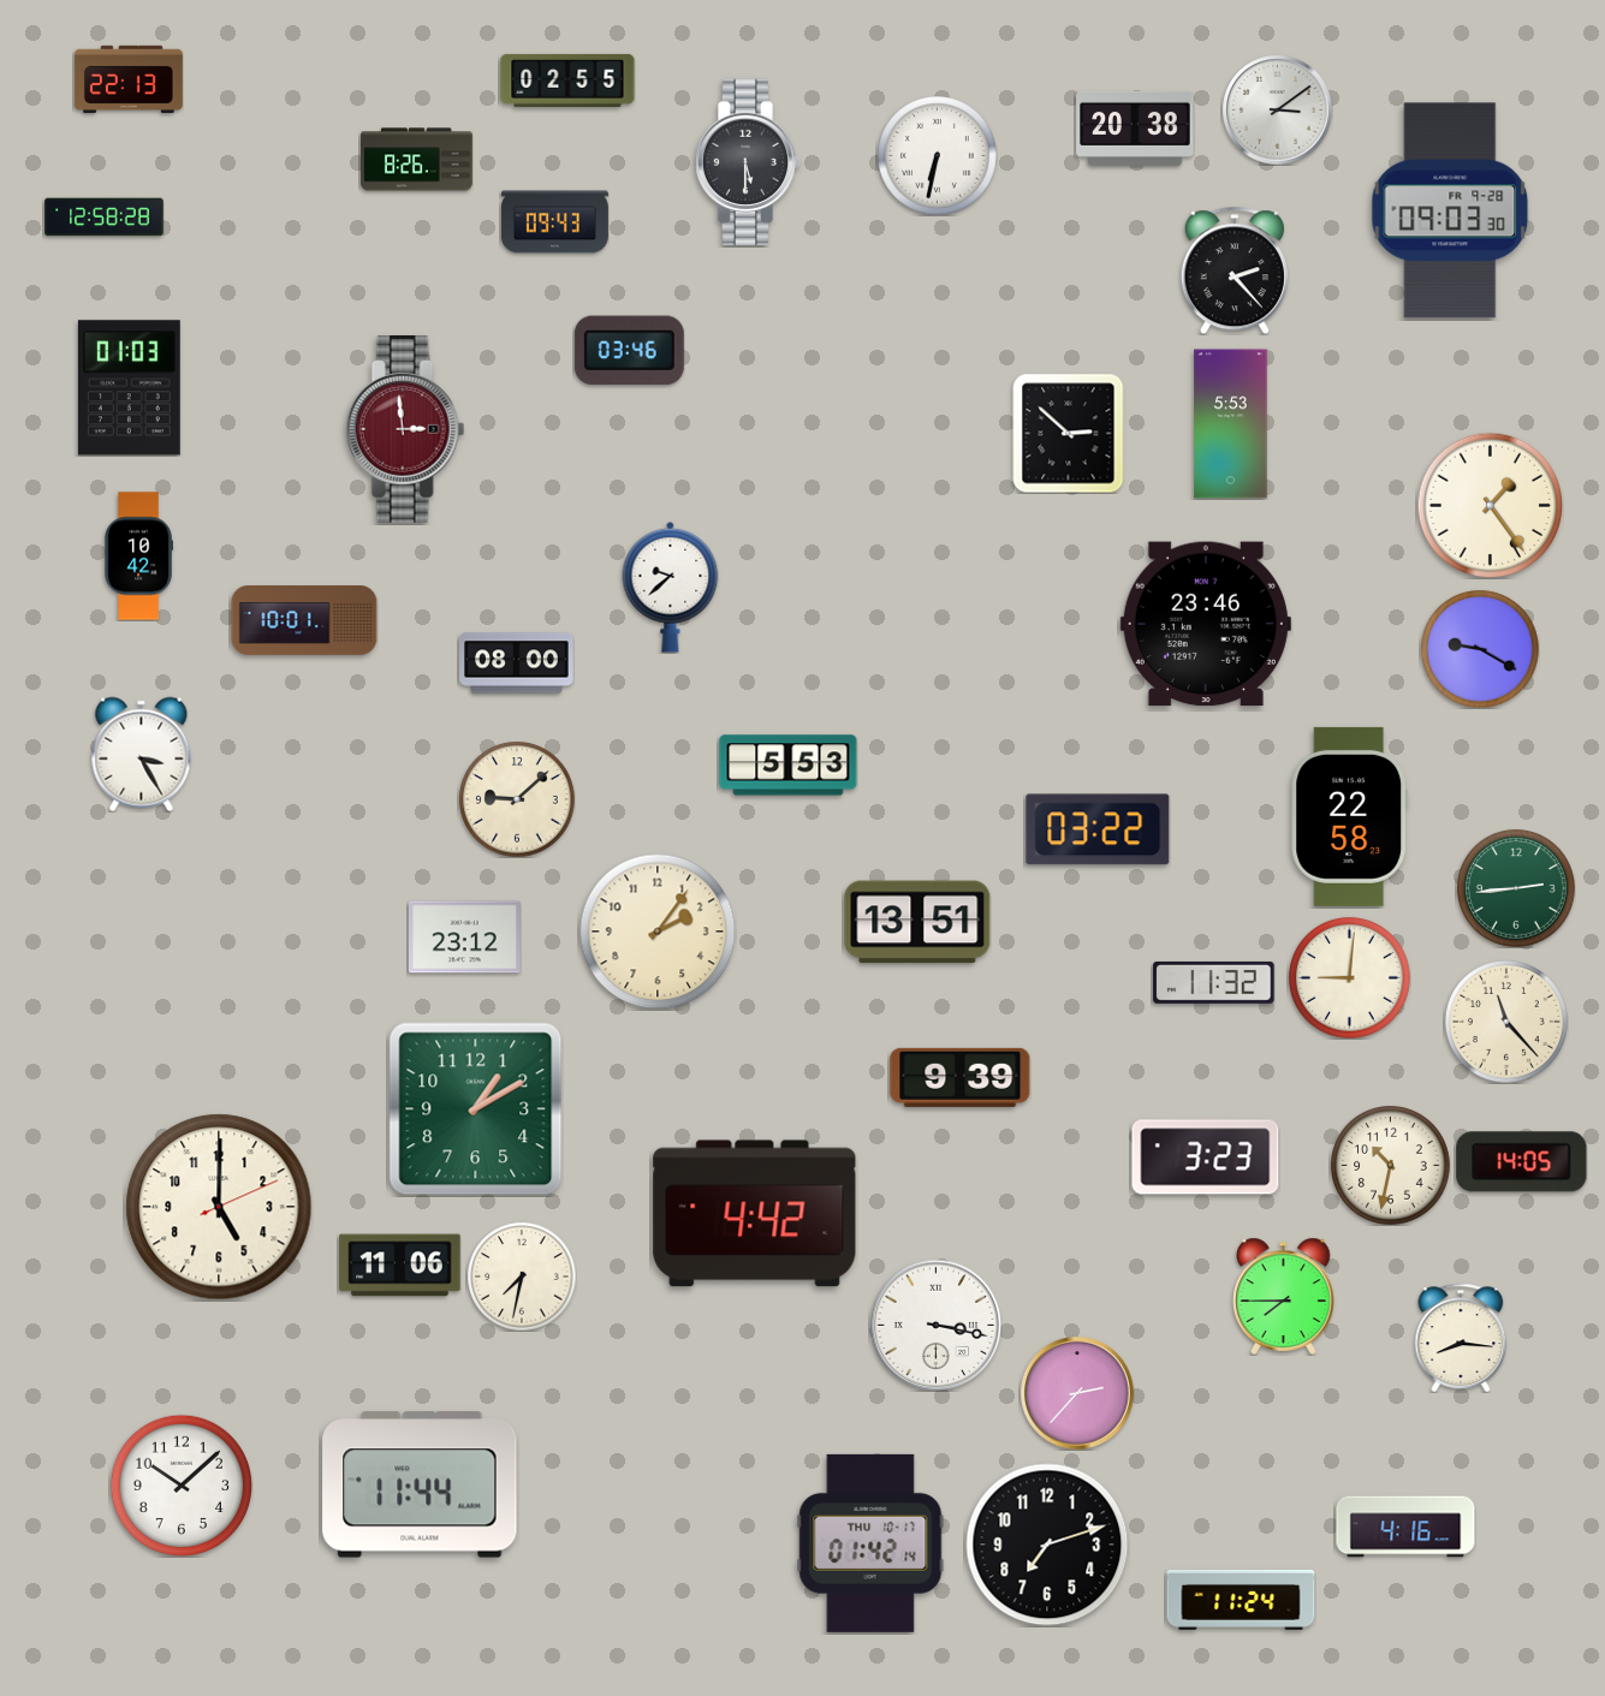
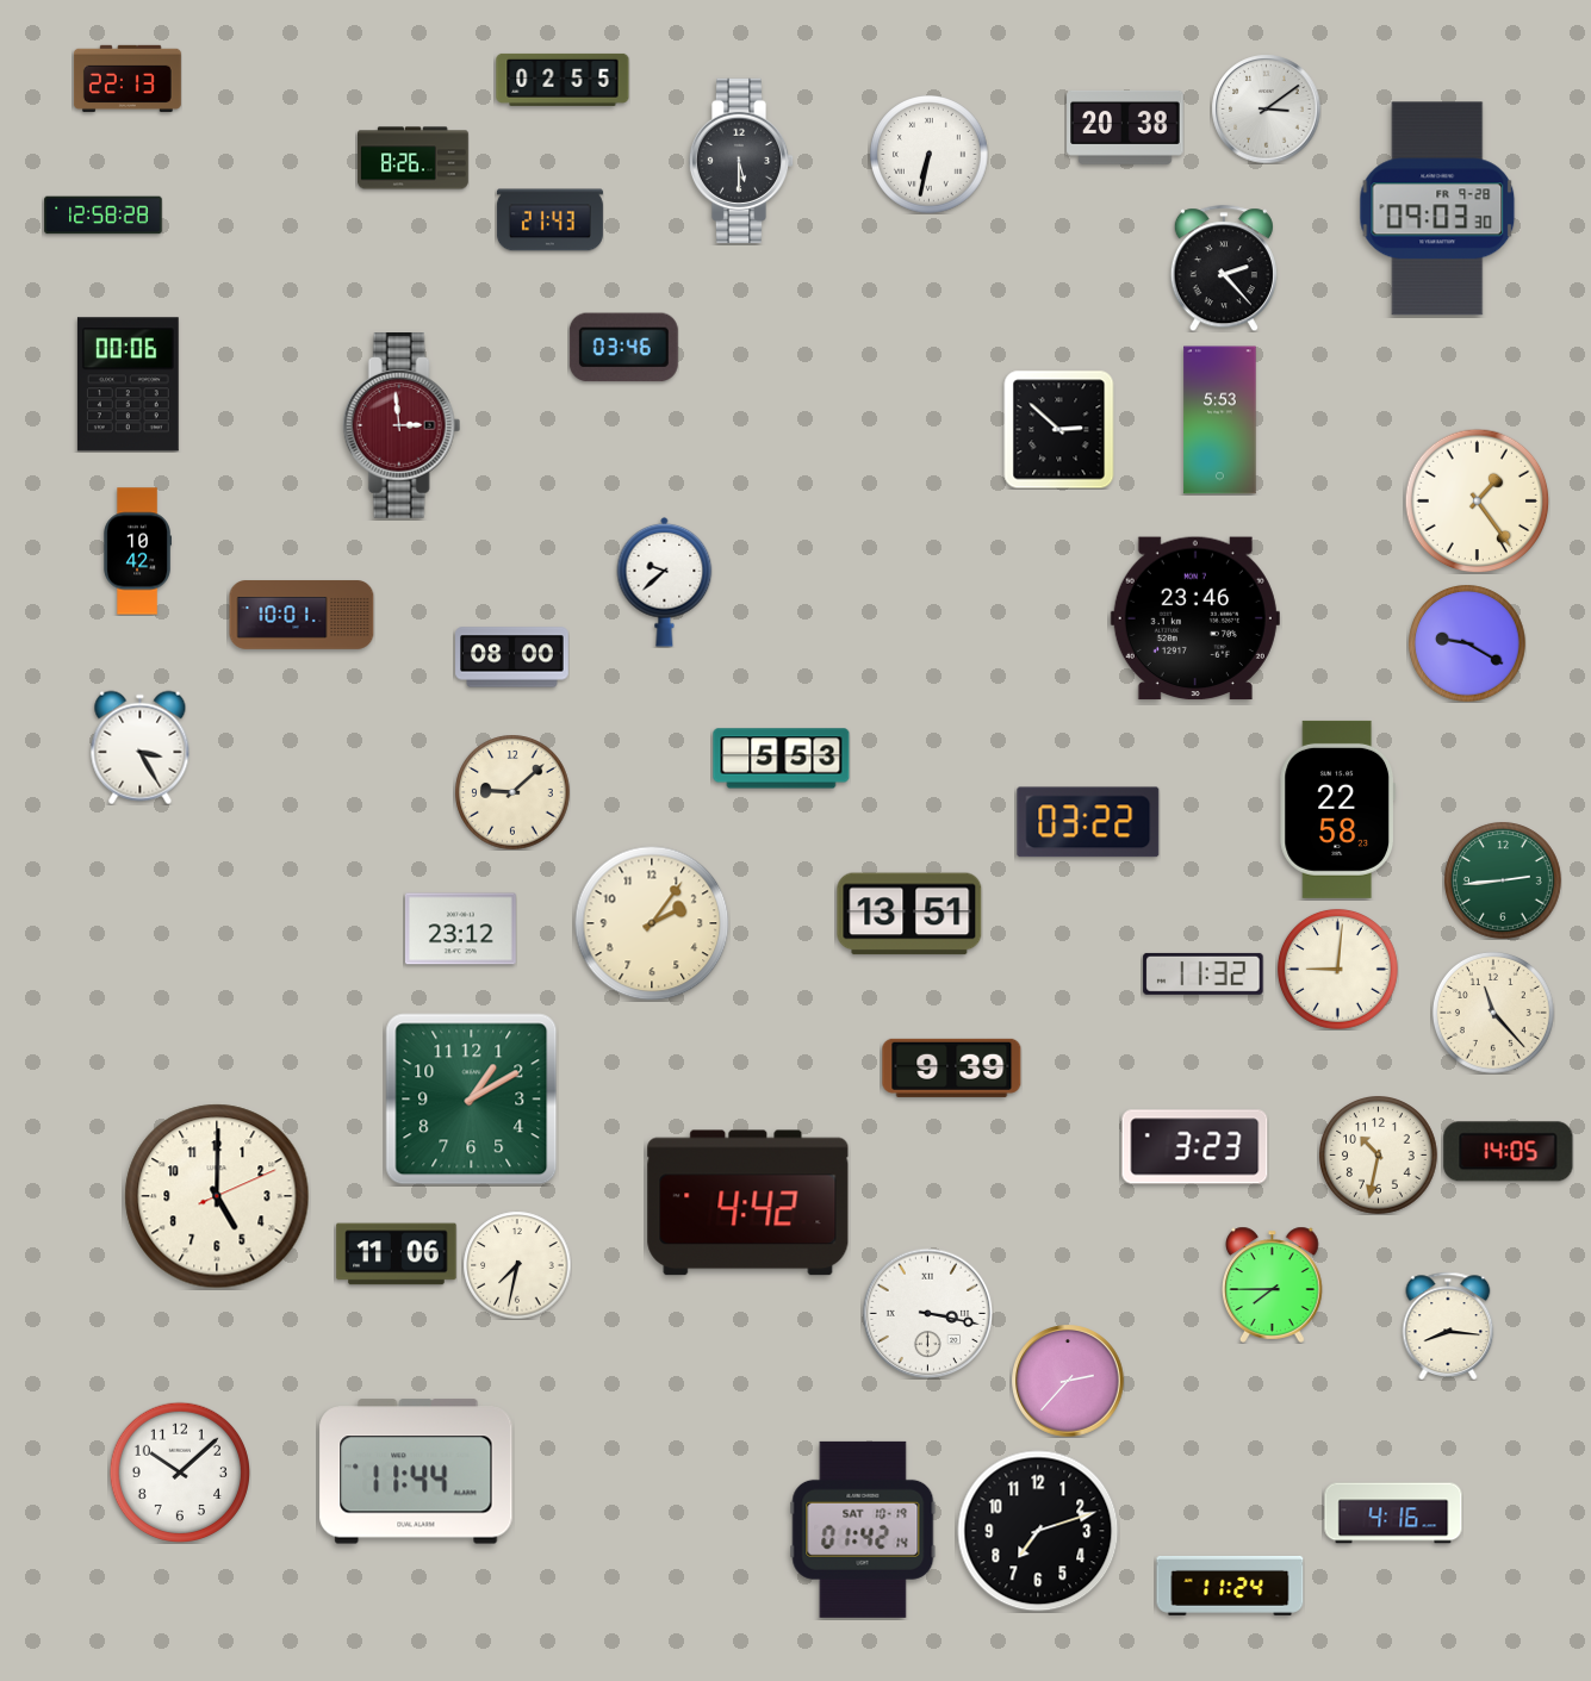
clock at (554, 222): 09:43 -> 21:43
clock at (129, 388): 01:03 -> 00:06
clock at (870, 1543) date: THU 10-17 -> SAT 10-19
